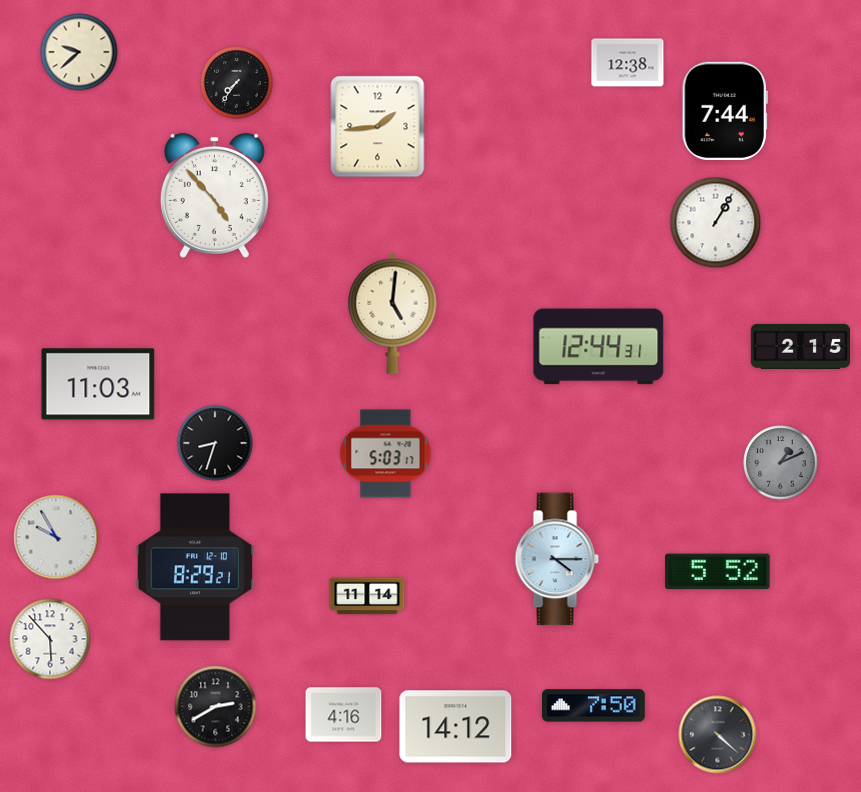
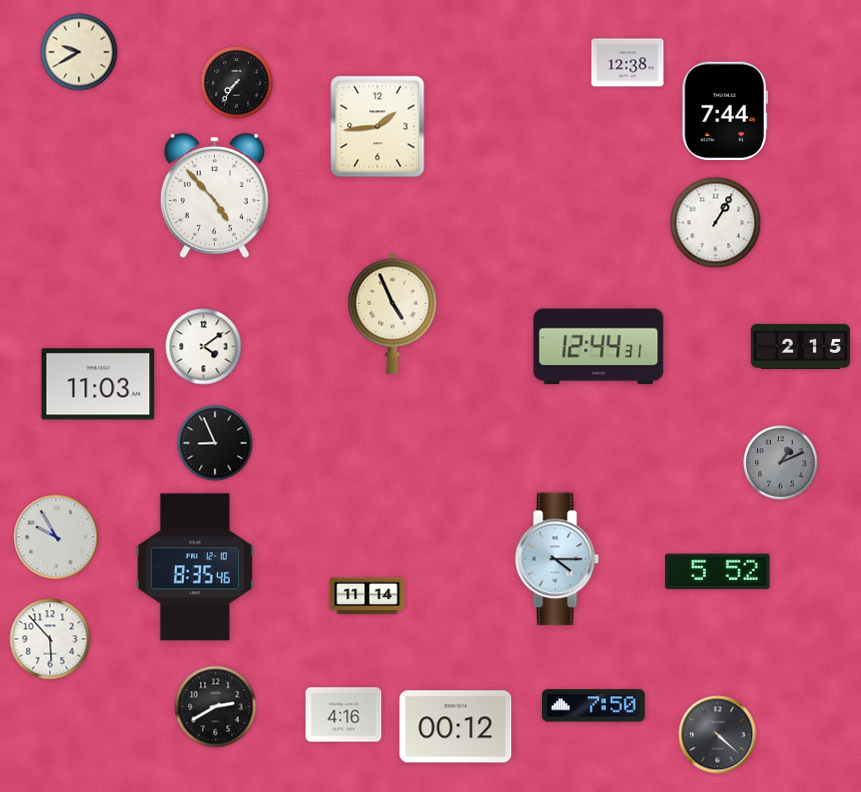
clock at (79, 52): 9:38 -> 9:40
clock at (393, 313): 5:01 -> 4:56
clock at (204, 347): none -> 4:09
clock at (215, 443): 8:33 -> 8:56
clock at (386, 454): 5:03 -> none
clock at (195, 567): 8:29 -> 8:35
clock at (456, 727): 14:12 -> 00:12
